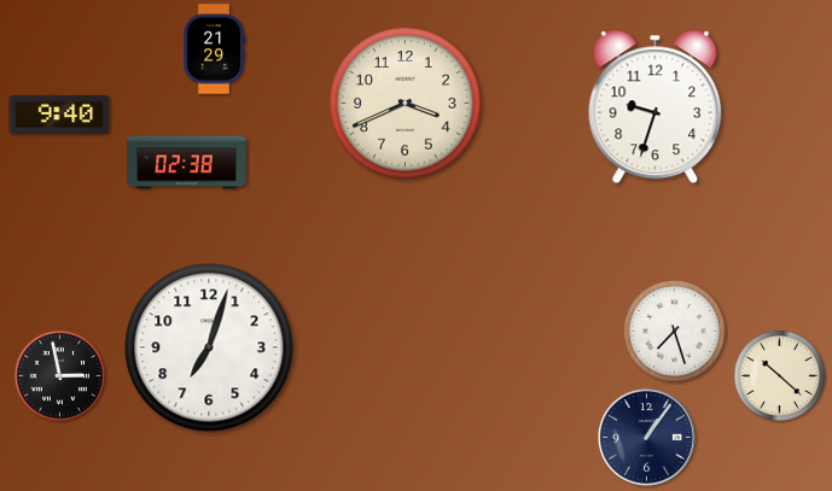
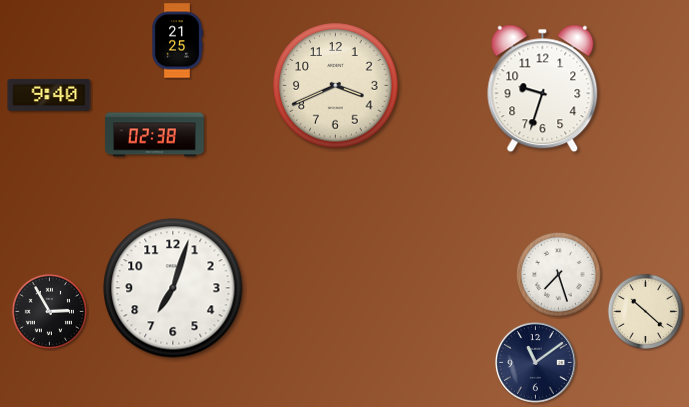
clock at (214, 49): 21:29 -> 21:25
clock at (59, 375): 2:58 -> 2:55
clock at (647, 438): 1:06 -> 11:09
